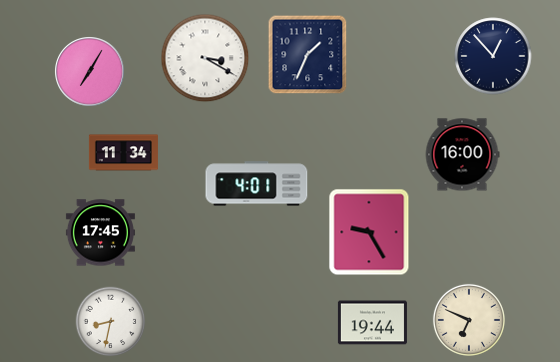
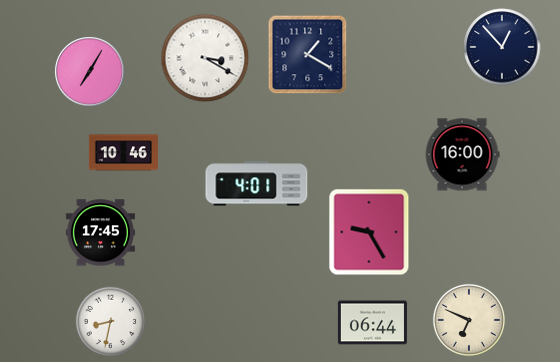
clock at (308, 55): 1:34 -> 1:20
clock at (493, 56) position: (493, 56) -> (502, 47)
clock at (123, 153): 11:34 -> 10:46
clock at (372, 323): 19:44 -> 06:44
